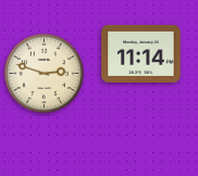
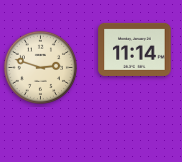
clock at (141, 53) position: (141, 53) -> (135, 49)
